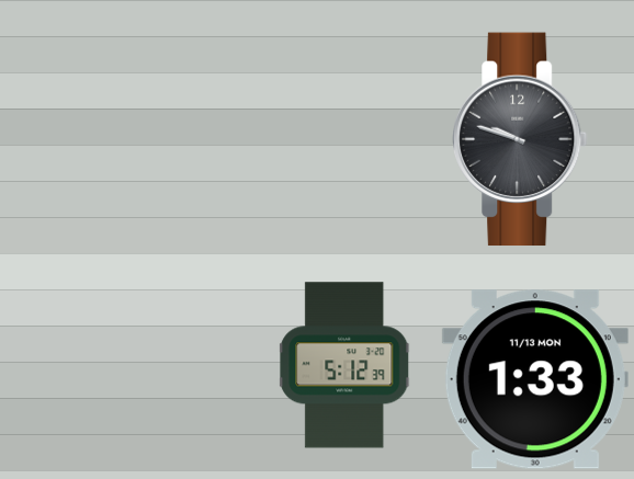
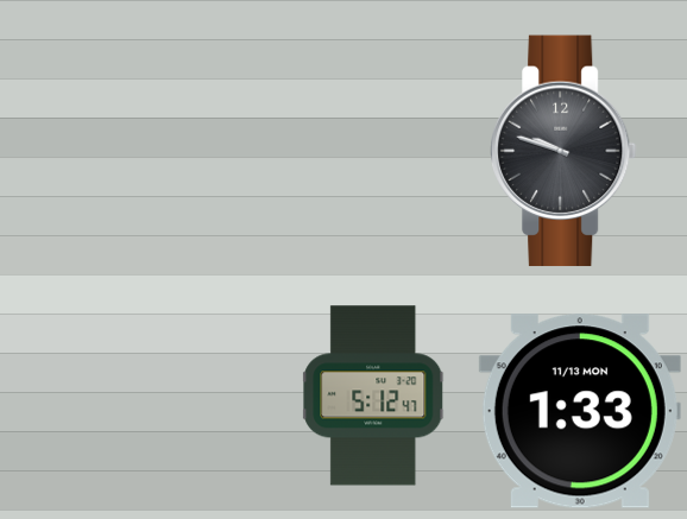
clock at (346, 365): 5:12:39 -> 5:12:47
